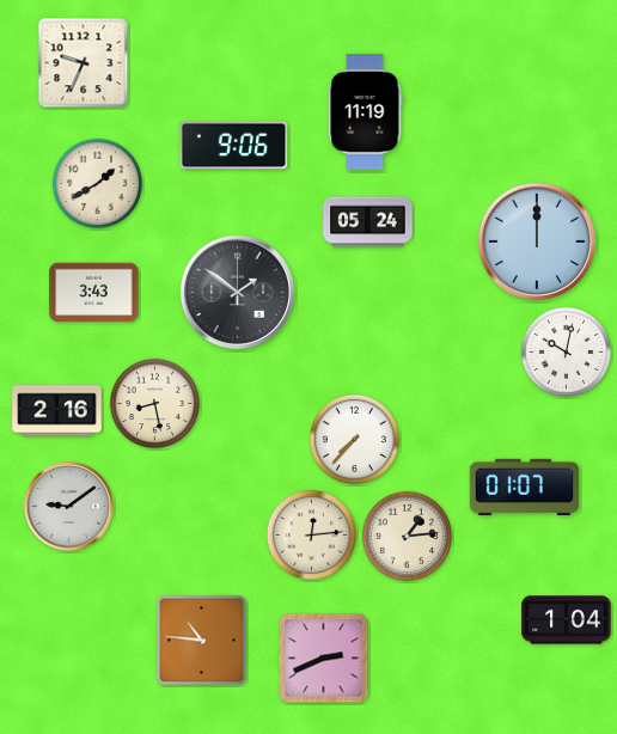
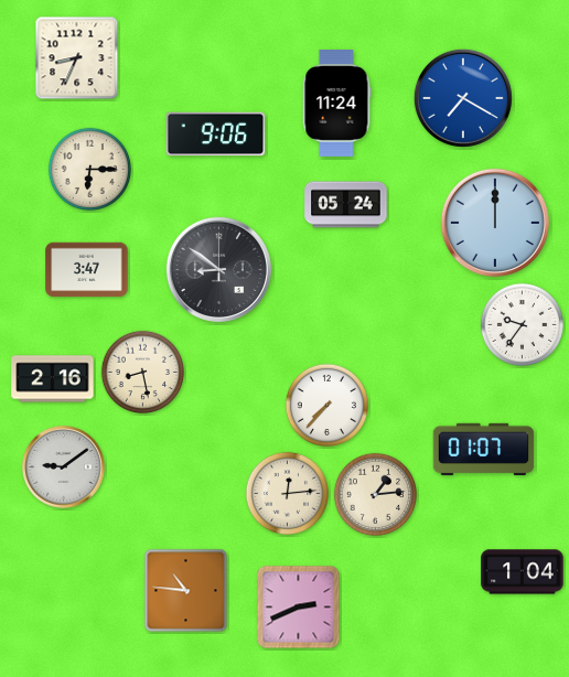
clock at (84, 63): 9:34 -> 8:34
clock at (463, 98): none -> 7:20
clock at (365, 111): 11:19 -> 11:24
clock at (97, 183): 1:40 -> 6:15
clock at (368, 222) position: (368, 222) -> (346, 205)
clock at (237, 292): 1:51 -> 8:51
clock at (94, 293): 3:43 -> 3:47
clock at (566, 351): 10:02 -> 9:36
